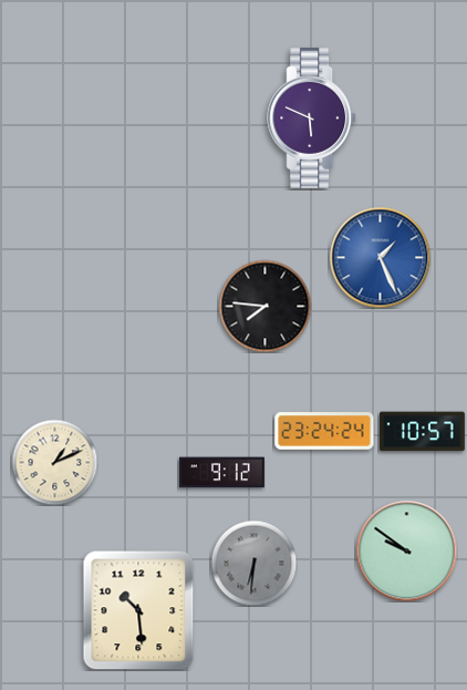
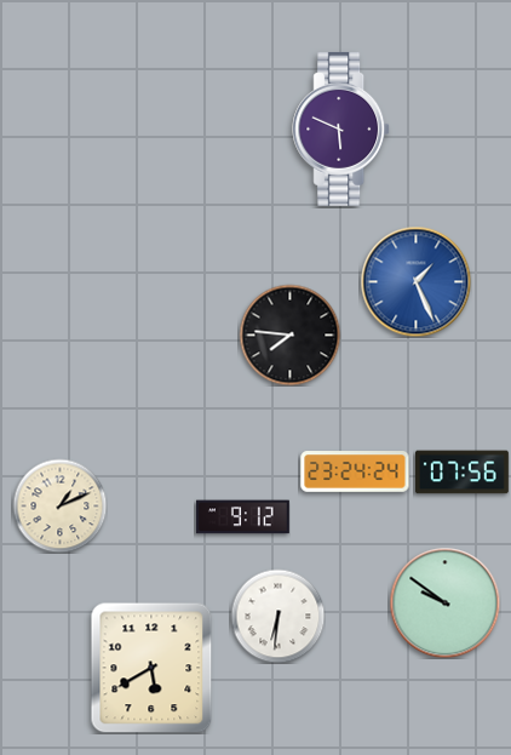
clock at (422, 432): 10:57 -> 07:56
clock at (253, 563) dial: grey -> white
clock at (138, 610): 10:29 -> 5:40
